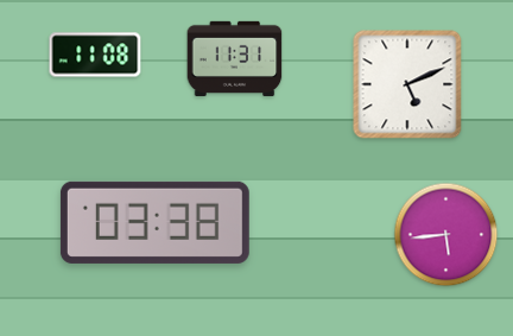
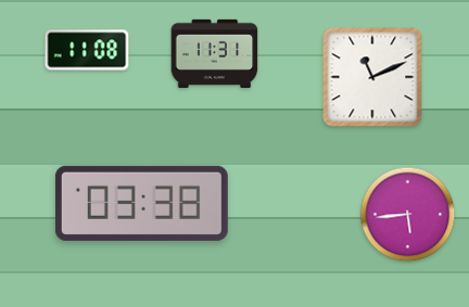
clock at (407, 84): 5:11 -> 11:11
